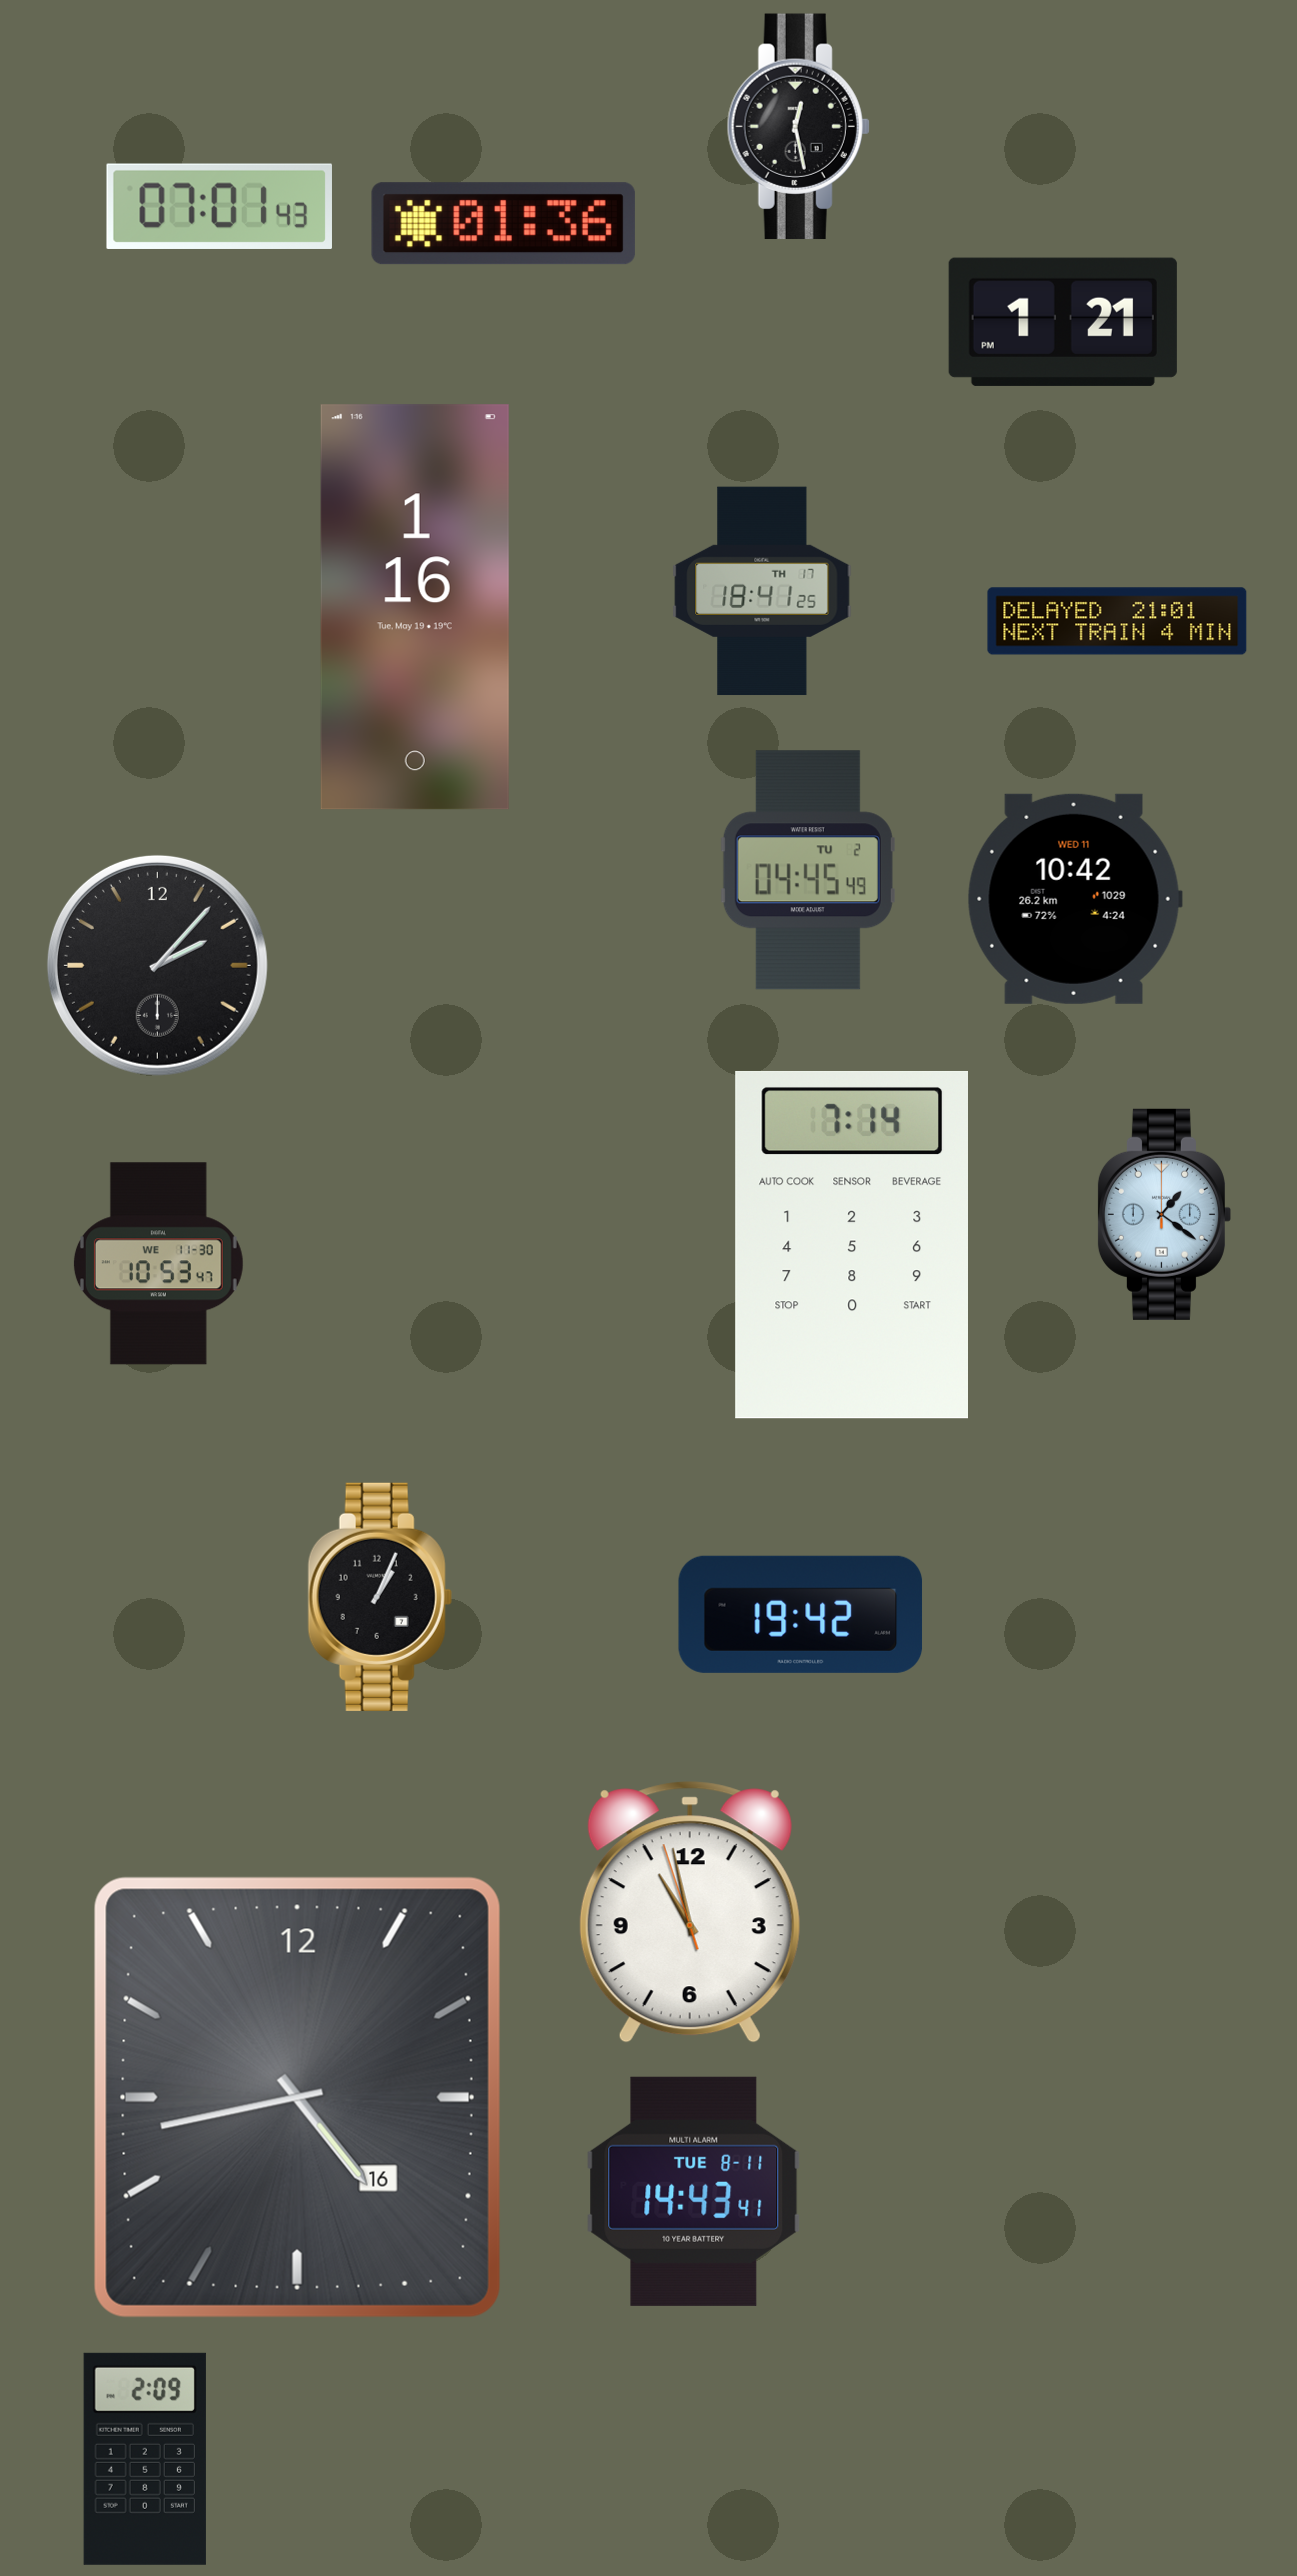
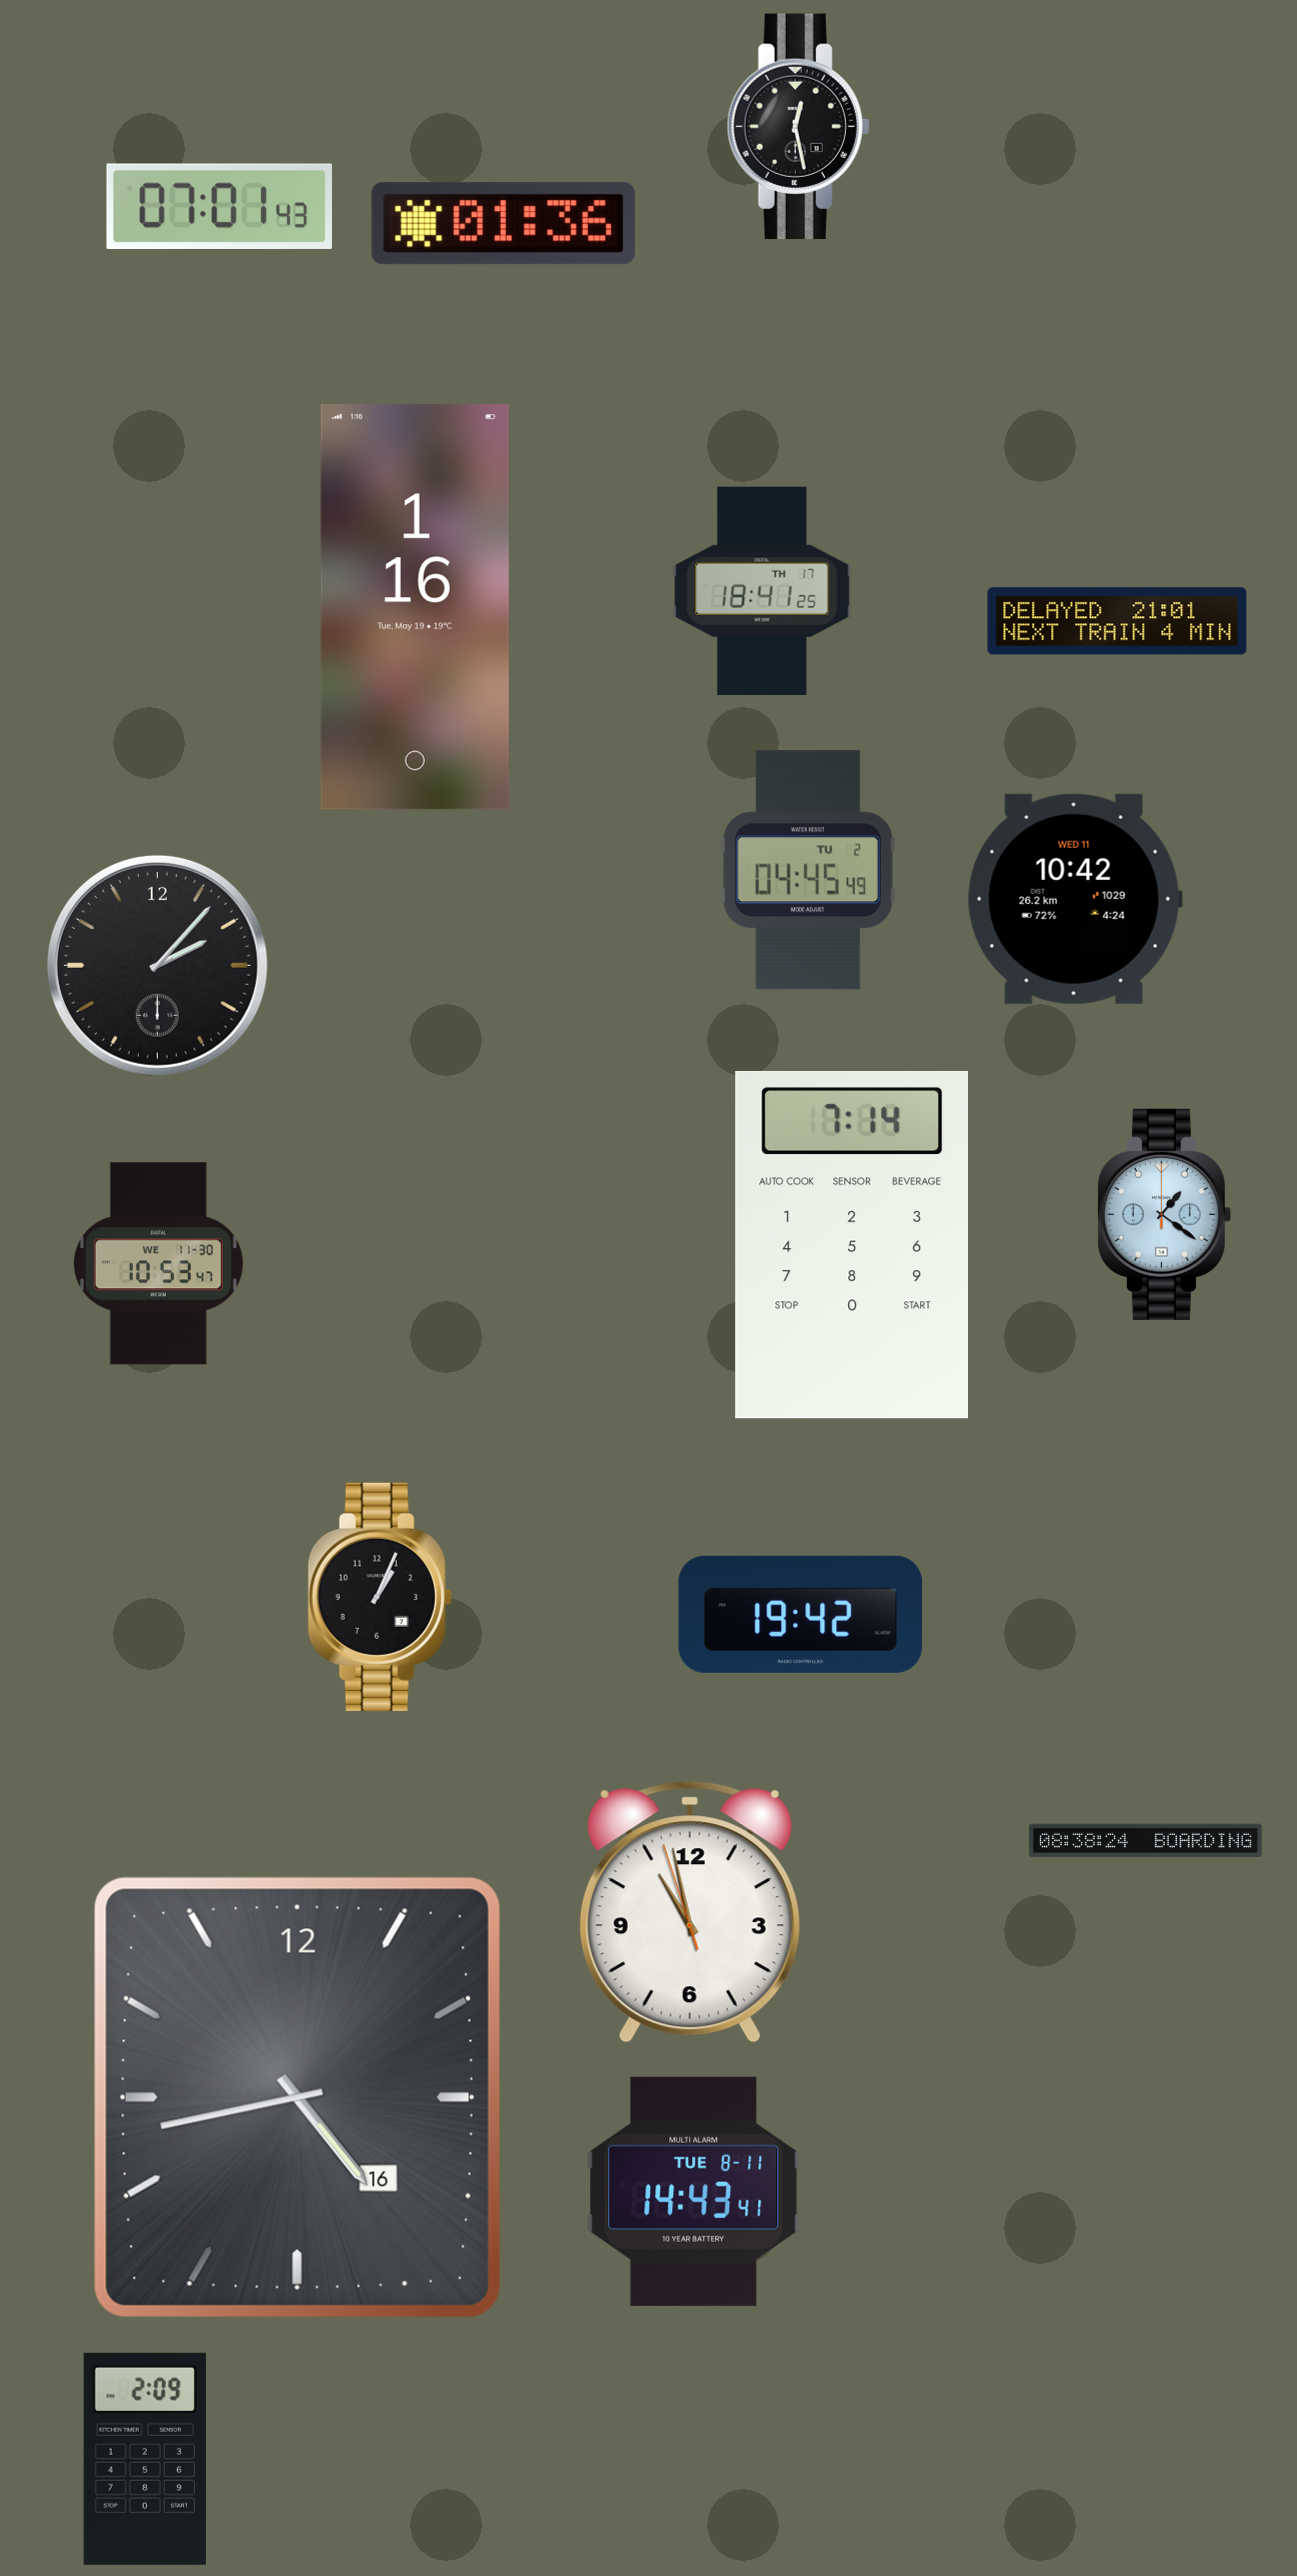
clock at (1063, 322): 1:21 -> none
clock at (1146, 1840): none -> 08:38
